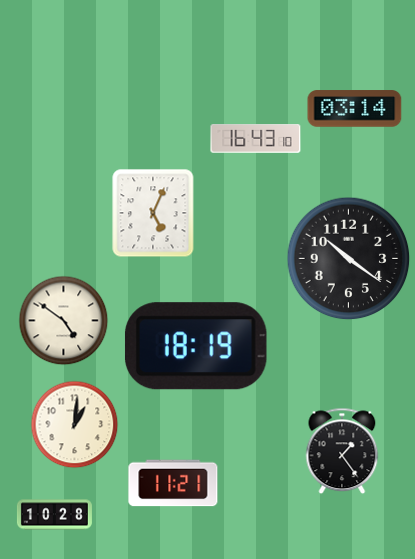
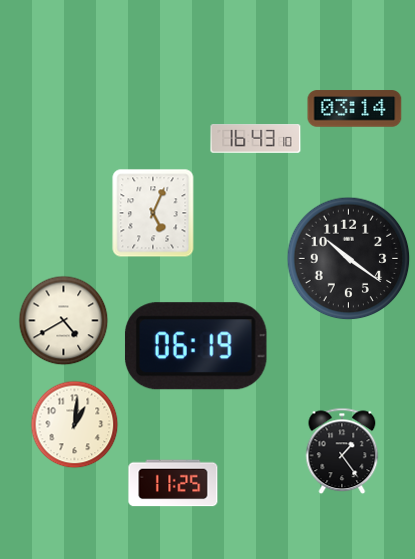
clock at (64, 321): 4:51 -> 4:40
clock at (196, 346): 18:19 -> 06:19
clock at (173, 483): 11:21 -> 11:25
clock at (54, 515): 10:28 -> none
